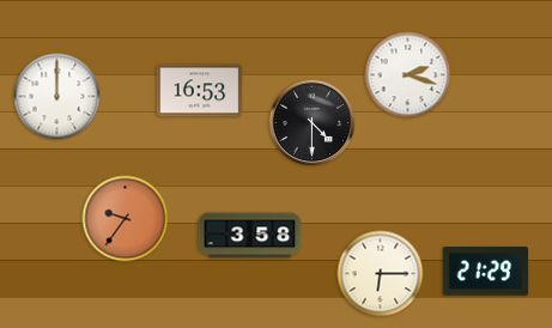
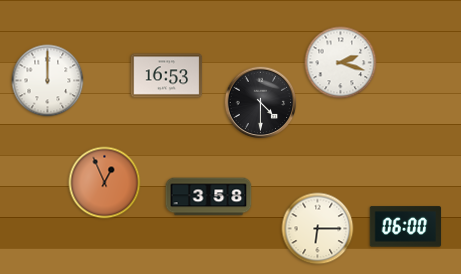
clock at (126, 219): 9:36 -> 12:56
clock at (486, 272): 21:29 -> 06:00
